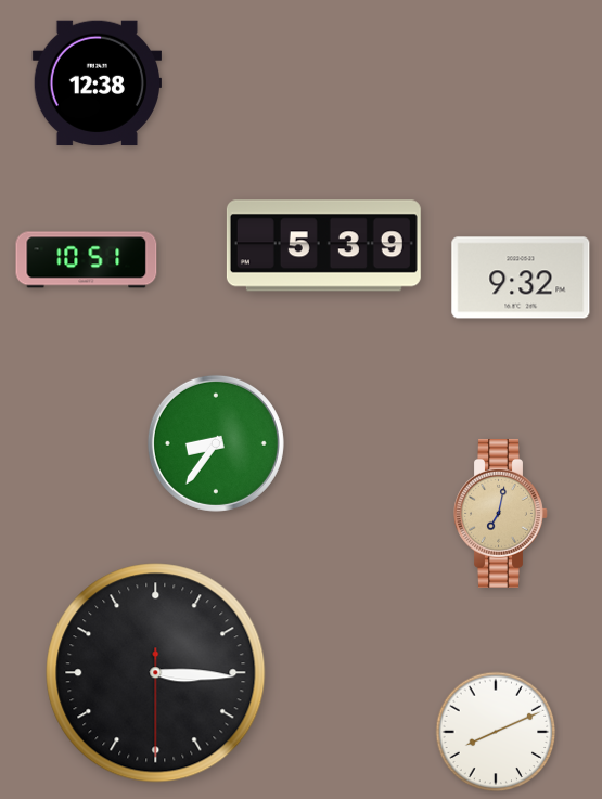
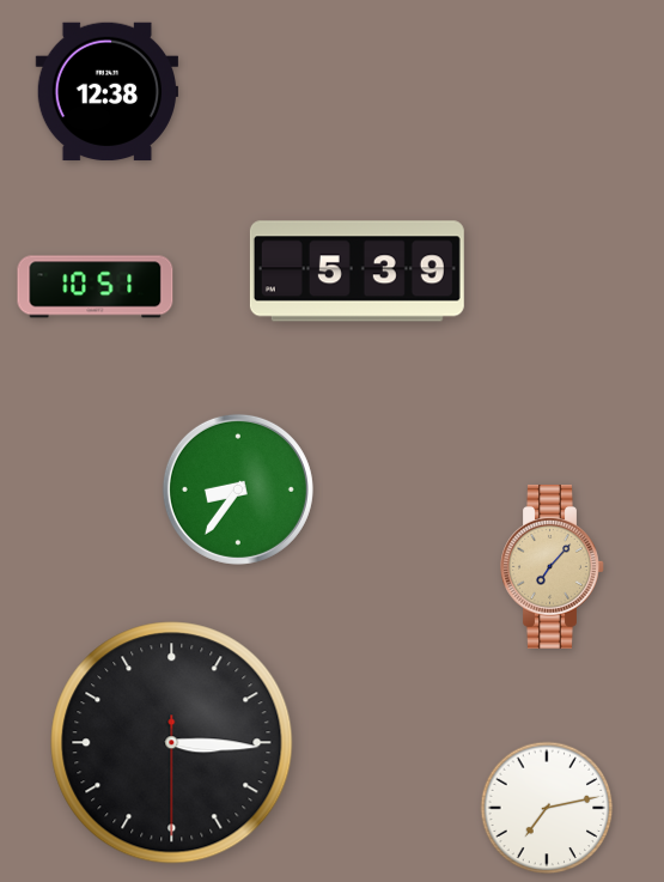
clock at (521, 278): 9:32 -> none
clock at (501, 513): 7:02 -> 7:07
clock at (496, 732): 8:11 -> 7:13
